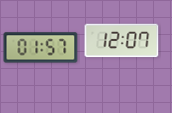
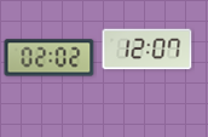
clock at (41, 48): 01:57 -> 02:02
